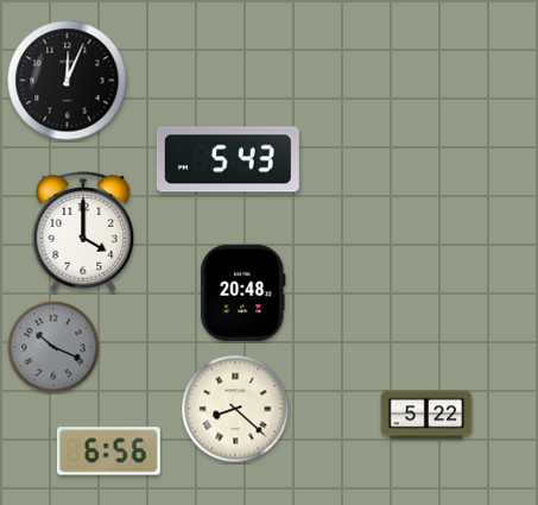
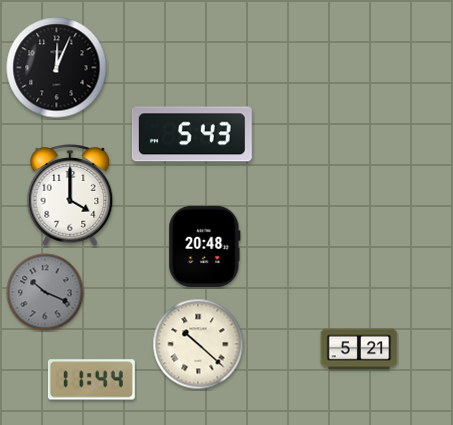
clock at (235, 409): 8:22 -> 10:22
clock at (426, 415): 5:22 -> 5:21
clock at (108, 452): 6:56 -> 11:44
